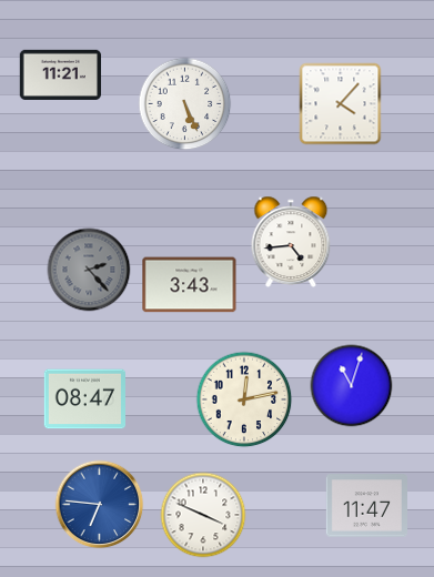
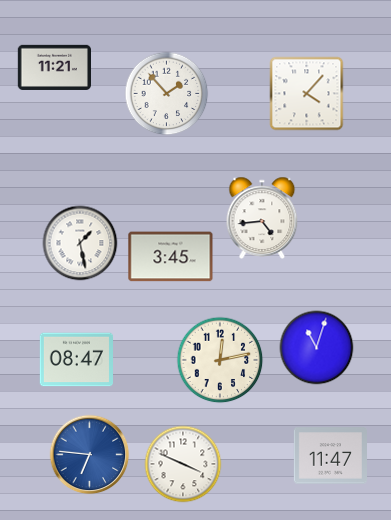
clock at (185, 104): 5:26 -> 1:53
clock at (89, 270): 2:23 -> 1:28
clock at (89, 270) dial: grey -> white
clock at (190, 285): 3:43 -> 3:45
